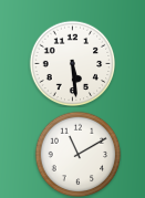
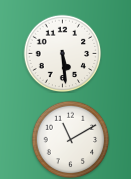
clock at (72, 63) position: (72, 63) -> (62, 53)
